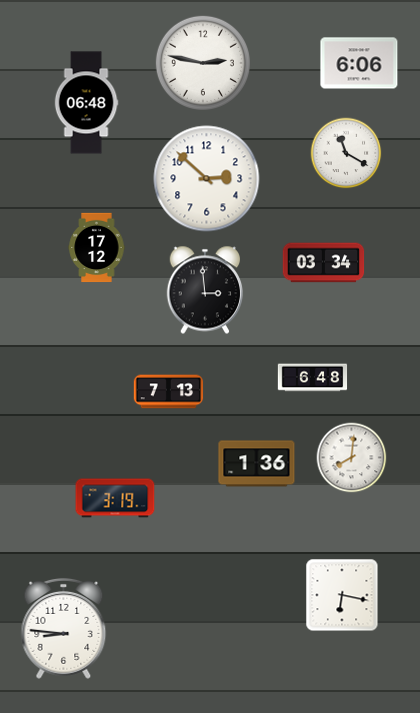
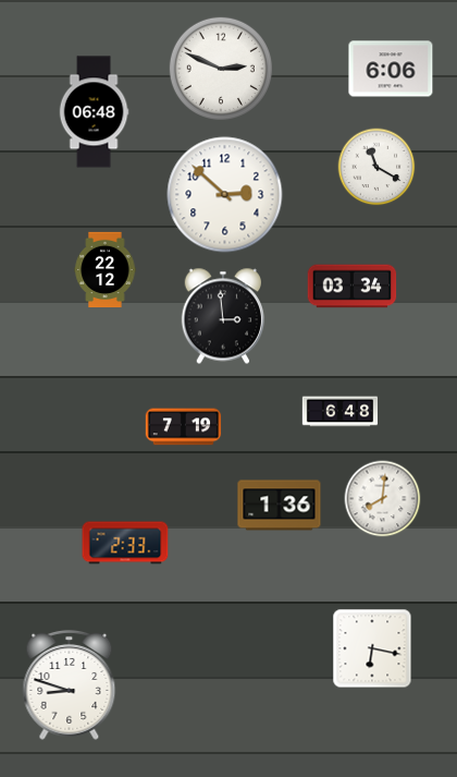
clock at (203, 63): 2:47 -> 2:49
clock at (97, 248): 17:12 -> 22:12
clock at (169, 392): 7:13 -> 7:19
clock at (115, 498): 3:19 -> 2:33
clock at (64, 628): 8:46 -> 8:48
